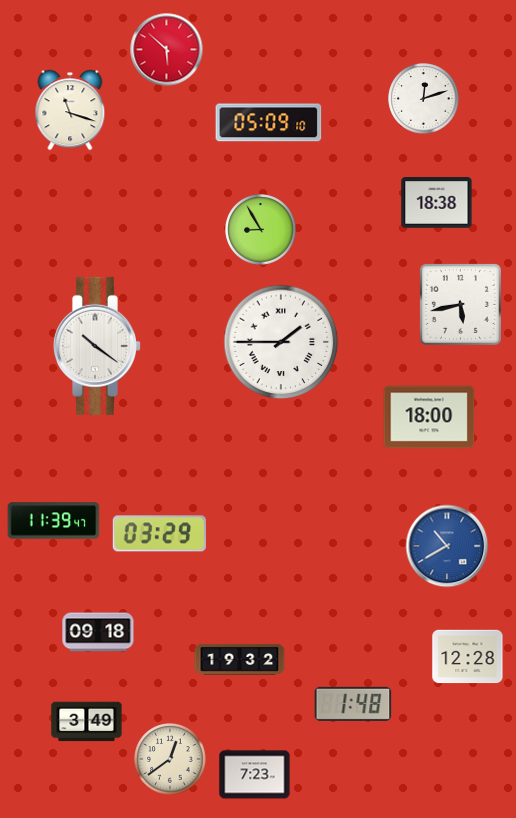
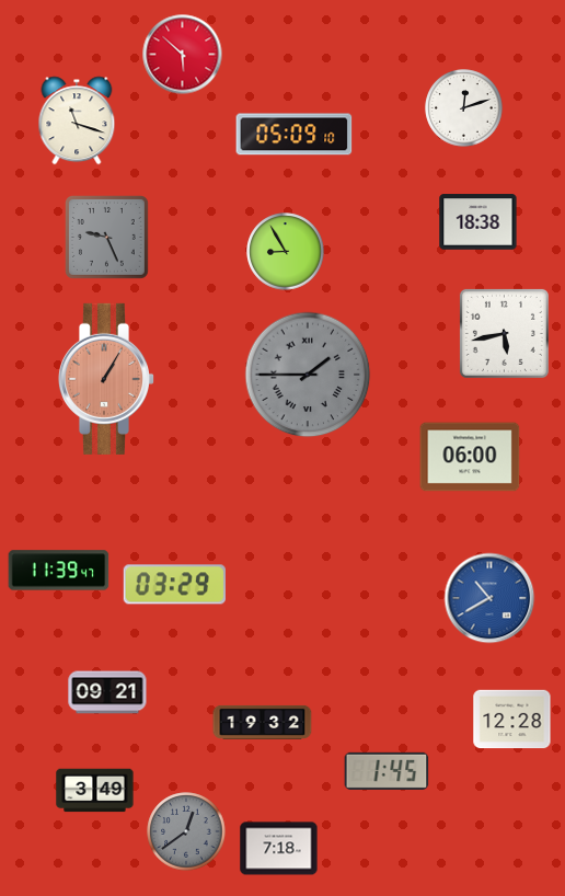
clock at (106, 237): none -> 9:26
clock at (281, 342) dial: white -> grey
clock at (96, 346): 10:21 -> 1:05
clock at (96, 346) dial: white -> salmon
clock at (429, 417): 18:00 -> 06:00
clock at (98, 632): 09:18 -> 09:21
clock at (353, 704): 1:48 -> 1:45
clock at (170, 759) dial: cream -> grey
clock at (255, 775): 7:23 -> 7:18
